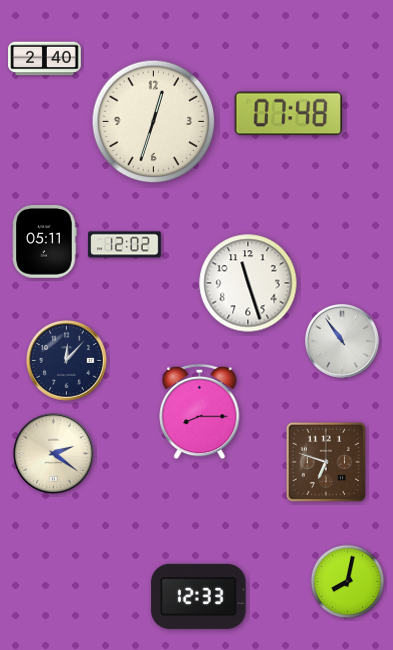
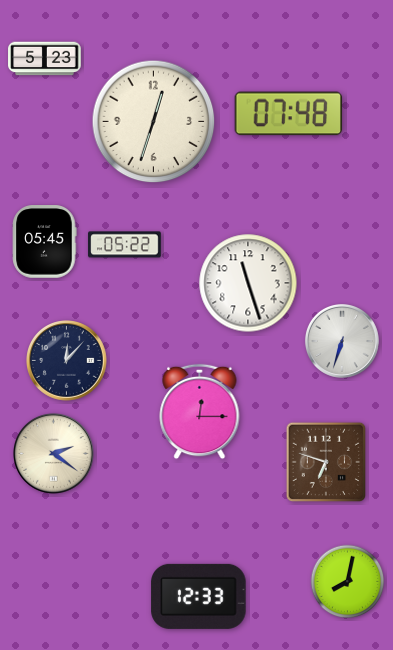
clock at (45, 59): 2:40 -> 5:23
clock at (44, 242): 05:11 -> 05:45
clock at (125, 245): 12:02 -> 05:22
clock at (342, 341): 10:54 -> 6:33
clock at (200, 412): 8:15 -> 12:15
